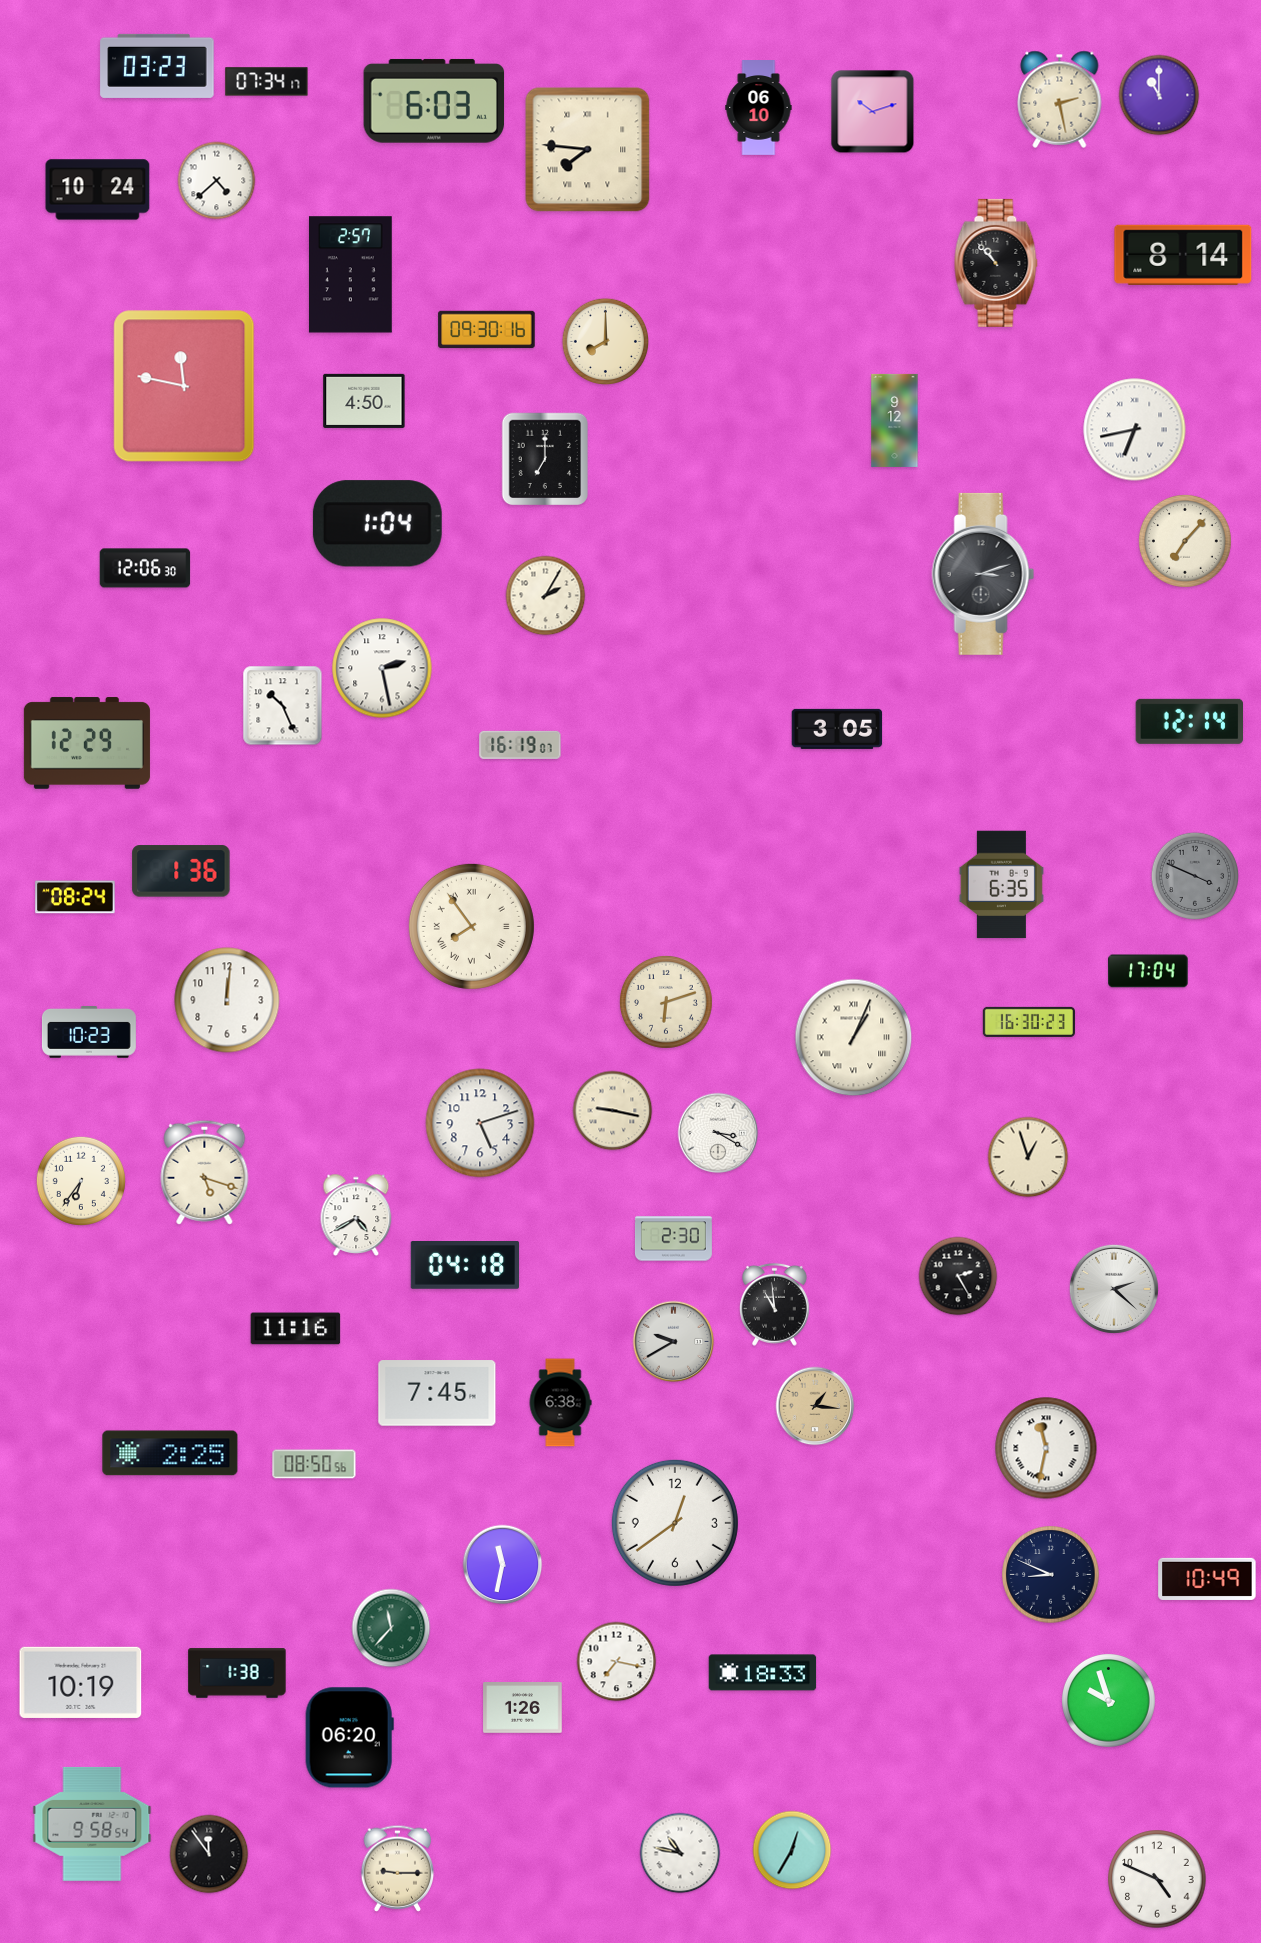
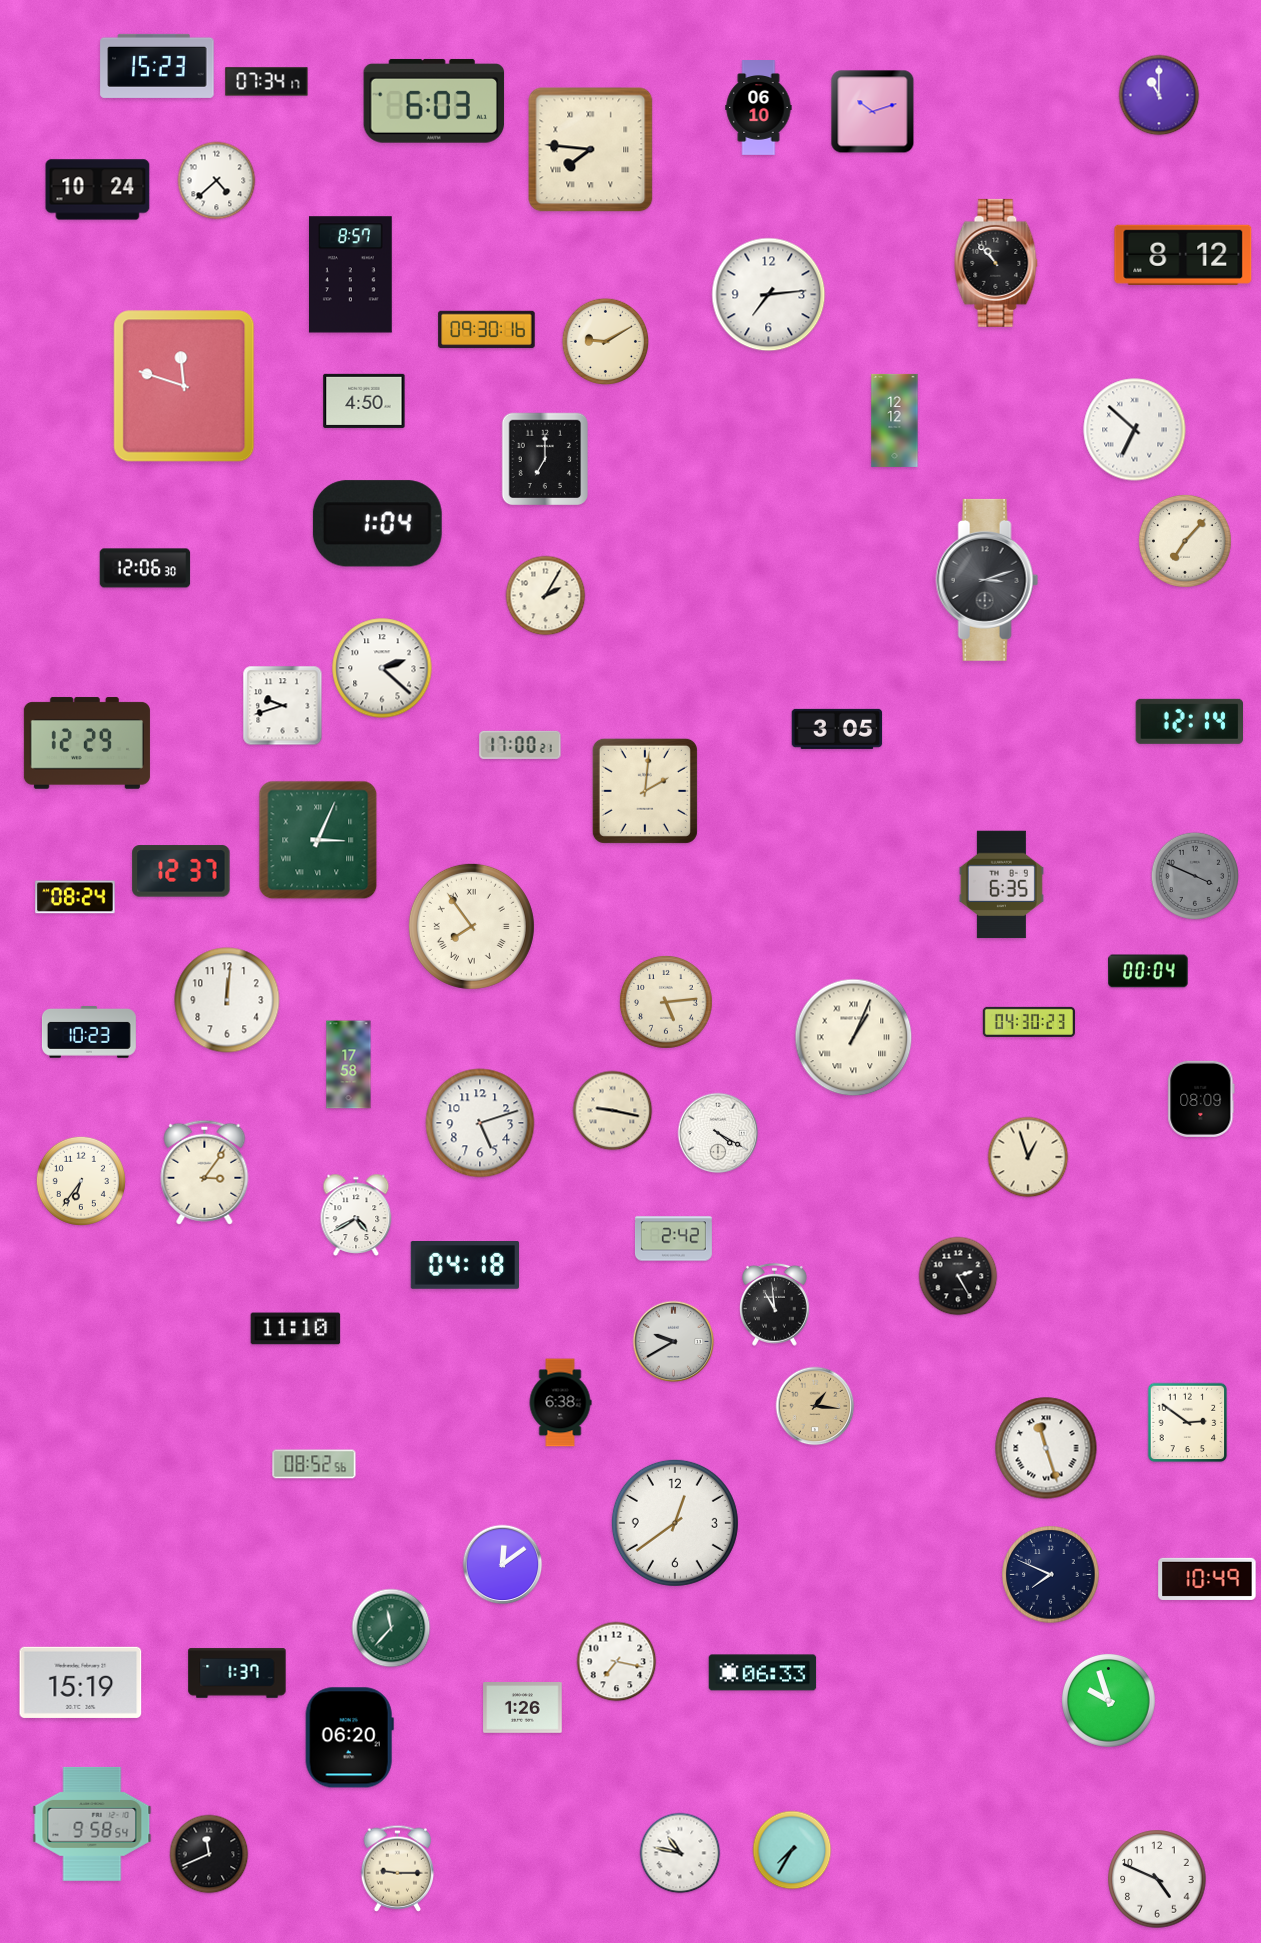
clock at (157, 66): 03:23 -> 15:23
clock at (1060, 99): 2:28 -> none
clock at (588, 150) position: (588, 150) -> (591, 150)
clock at (1183, 255): 8:14 -> 8:12
clock at (350, 275): 2:57 -> 8:57
clock at (769, 295): none -> 7:14
clock at (605, 342): 8:00 -> 9:10
clock at (184, 386): 11:47 -> 11:48
clock at (895, 420): 9:12 -> 12:12
clock at (1135, 430): 6:43 -> 6:52
clock at (983, 574) position: (983, 574) -> (987, 580)
clock at (382, 668): 2:28 -> 2:22
clock at (283, 706): 10:26 -> 9:42
clock at (520, 745): 16:19 -> 17:00
clock at (645, 791): none -> 2:01
clock at (318, 840): none -> 3:04
clock at (181, 871): 1:36 -> 12:37
clock at (1148, 971): 17:04 -> 00:04
clock at (666, 1002): 6:12 -> 5:14
clock at (1029, 1022): 16:30 -> 04:30
clock at (349, 1065): none -> 17:58
clock at (1201, 1099): none -> 08:09
clock at (718, 1133): 3:20 -> 4:20
clock at (205, 1172): 5:18 -> 3:06
clock at (673, 1239): 2:30 -> 2:42
clock at (1114, 1289): 2:22 -> none
clock at (296, 1329): 11:16 -> 11:10
clock at (437, 1393): 7:45 -> none
clock at (1188, 1423): none -> 2:51
clock at (1046, 1448): 11:32 -> 11:27
clock at (170, 1453): 2:25 -> none
clock at (314, 1464): 08:50 -> 08:52
clock at (503, 1565): 11:32 -> 12:09
clock at (1051, 1575): 8:49 -> 7:49
clock at (237, 1673): 1:38 -> 1:37
clock at (763, 1673): 18:33 -> 06:33
clock at (81, 1682): 10:19 -> 15:19
clock at (792, 1850): 12:35 -> 7:35
clock at (209, 1854): 11:54 -> 11:41
